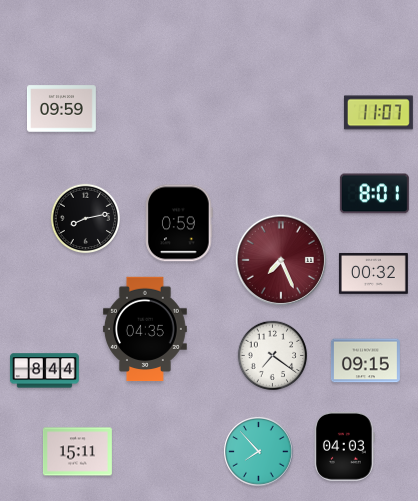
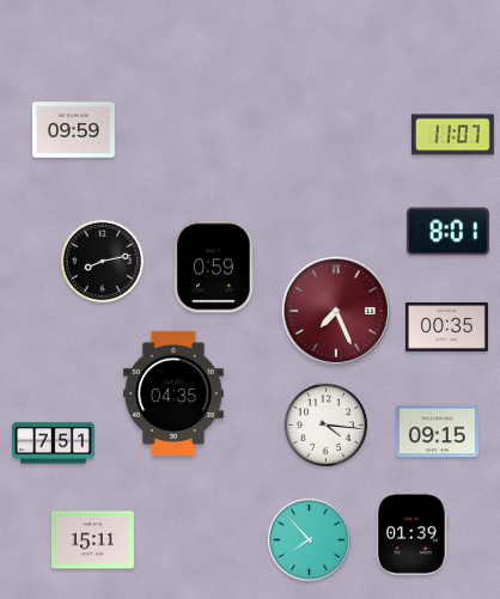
clock at (373, 274): 00:32 -> 00:35
clock at (273, 356): 7:21 -> 4:16
clock at (44, 371): 8:44 -> 7:51
clock at (345, 446): 04:03 -> 01:39
